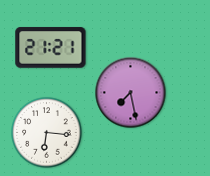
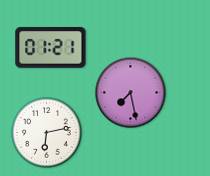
clock at (51, 48): 21:21 -> 01:21
clock at (47, 133): 6:16 -> 6:13
